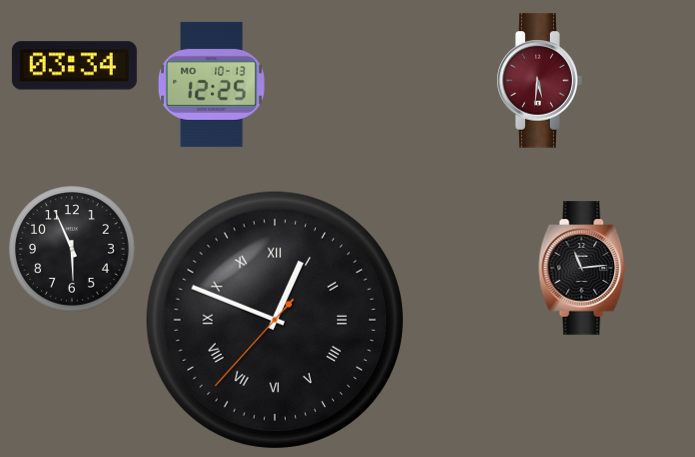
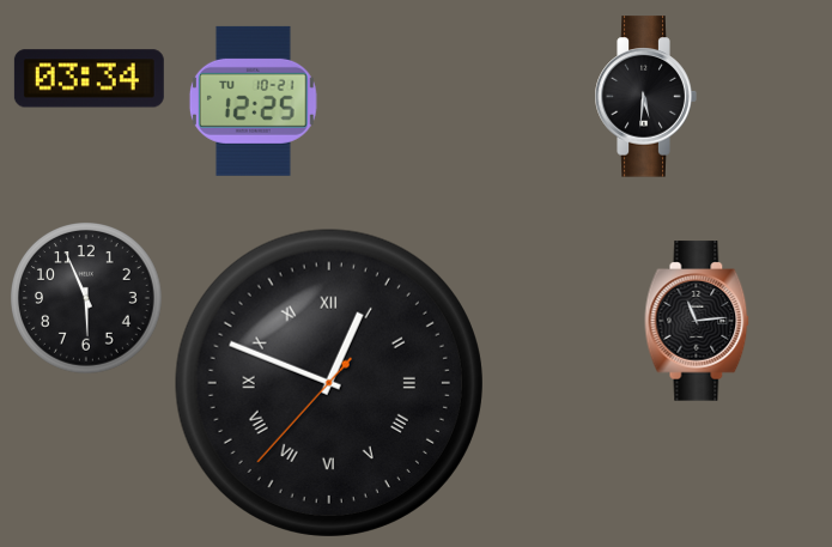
clock at (539, 81) dial: burgundy -> black
clock at (211, 84) date: MO 10-13 -> TU 10-21
